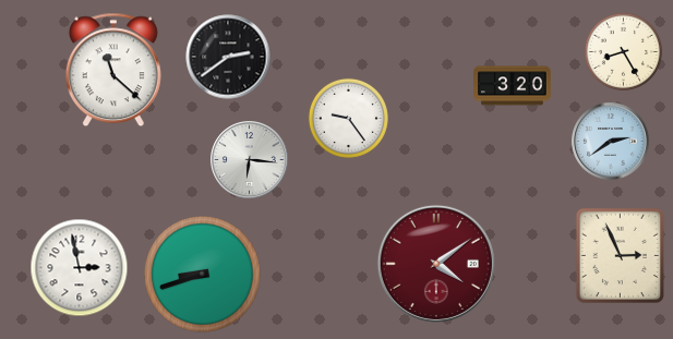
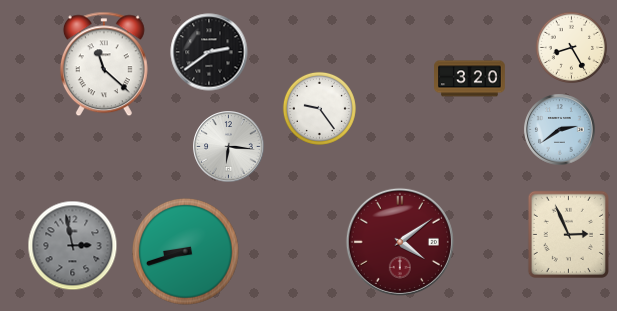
clock at (80, 268) dial: white -> grey
